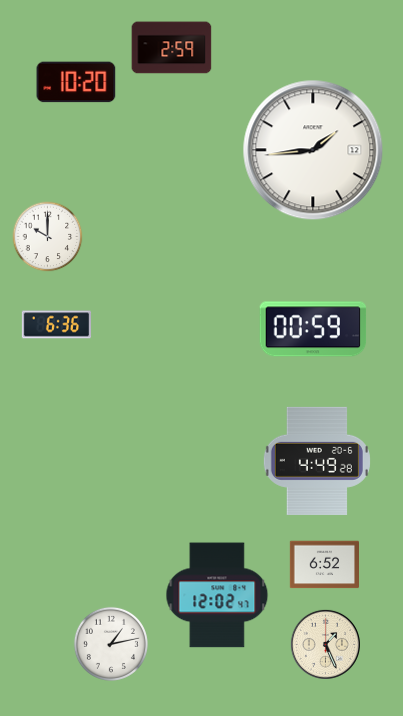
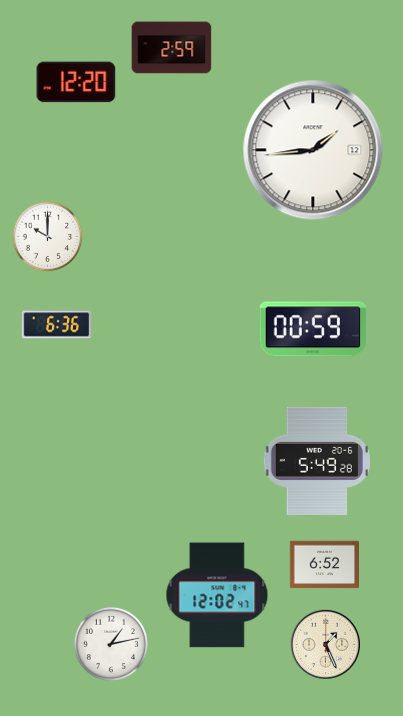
clock at (76, 82): 10:20 -> 12:20
clock at (317, 461): 4:49 -> 5:49
